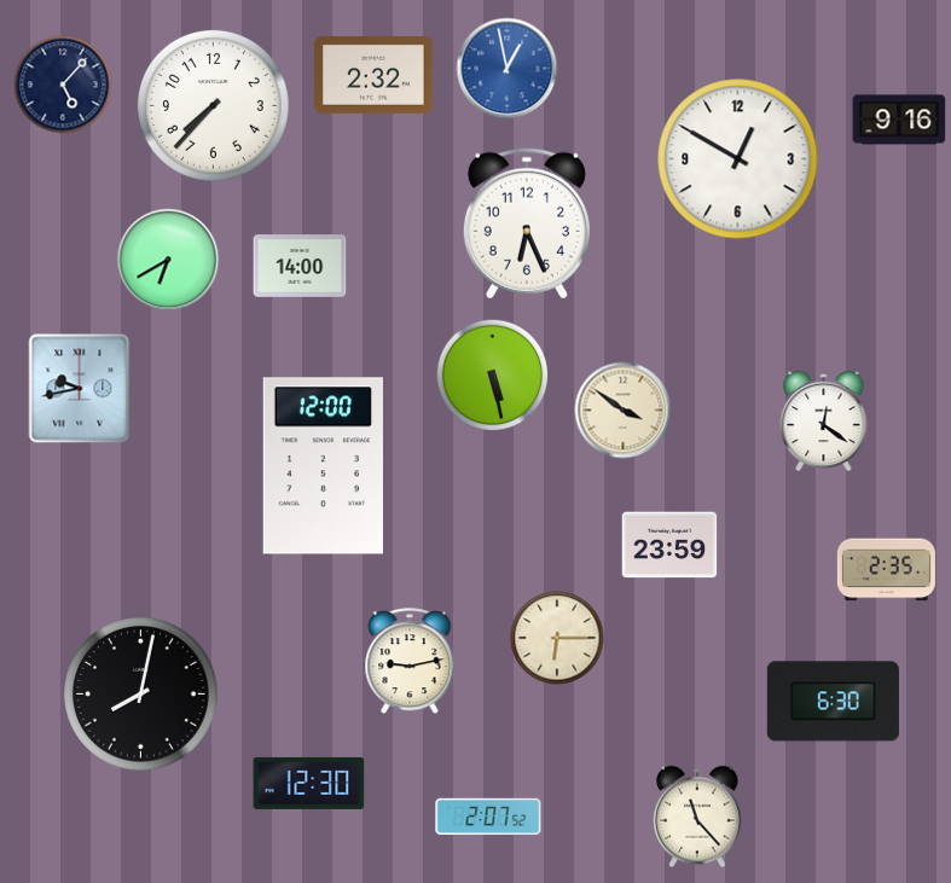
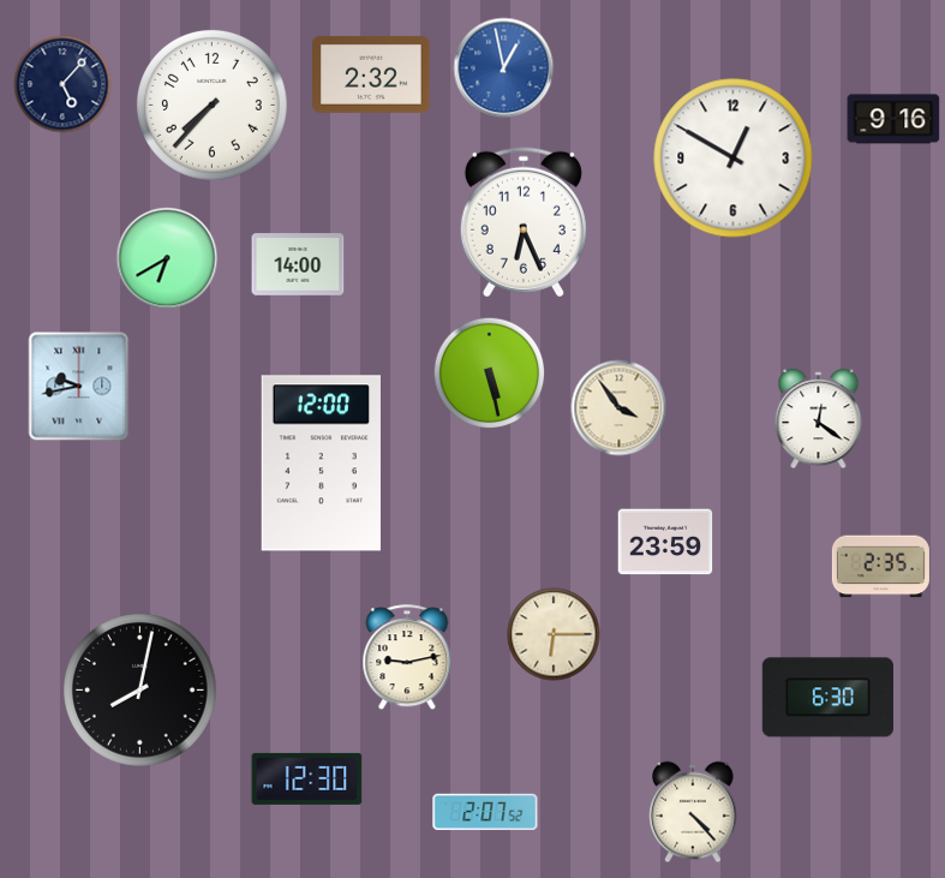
clock at (624, 411): 3:51 -> 3:54
clock at (697, 817): 11:23 -> 4:23
